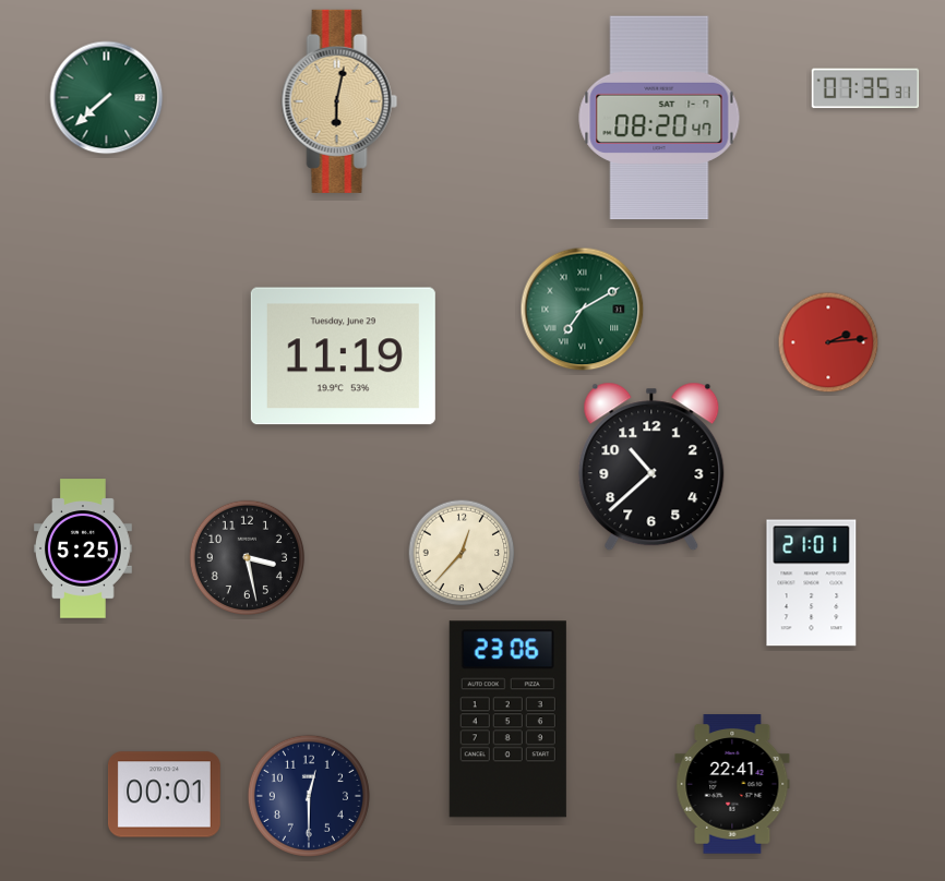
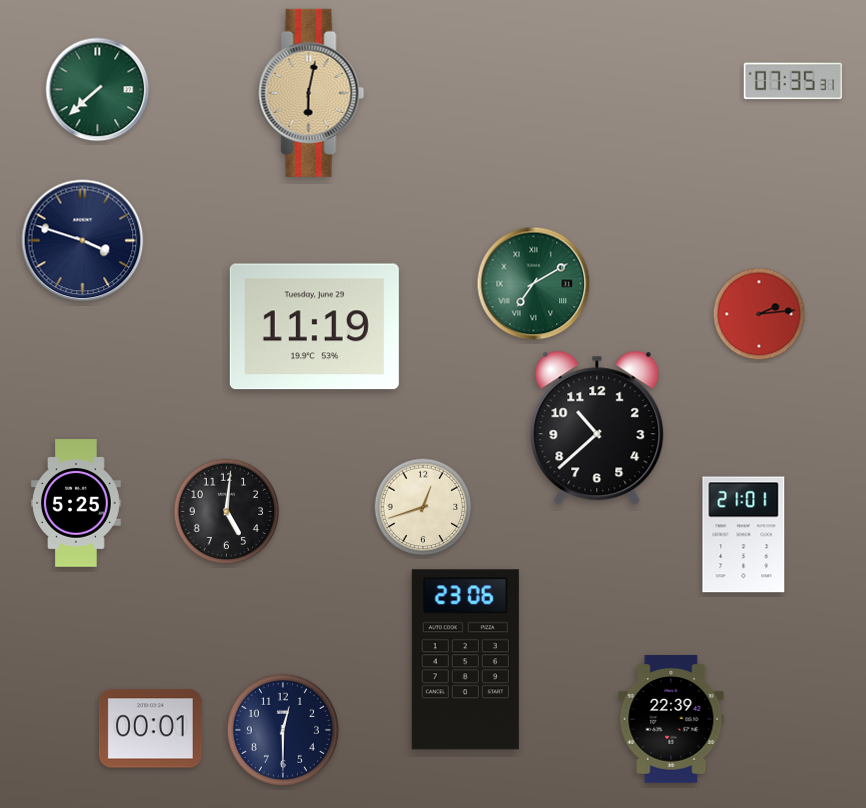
clock at (659, 118): 08:20 -> none
clock at (83, 241): none -> 3:48
clock at (462, 553): 12:37 -> 12:42
clock at (247, 557): 3:28 -> 5:01
clock at (732, 784): 22:41 -> 22:39
